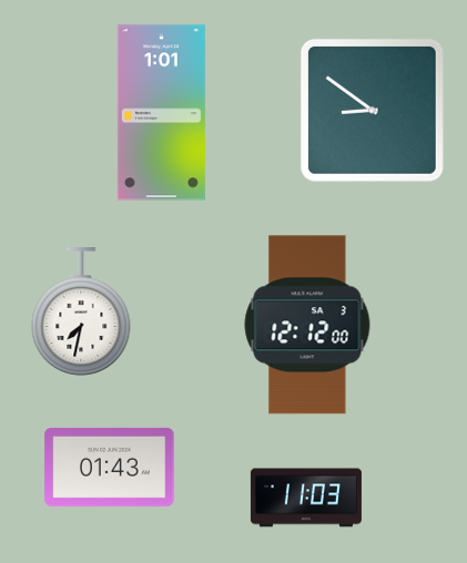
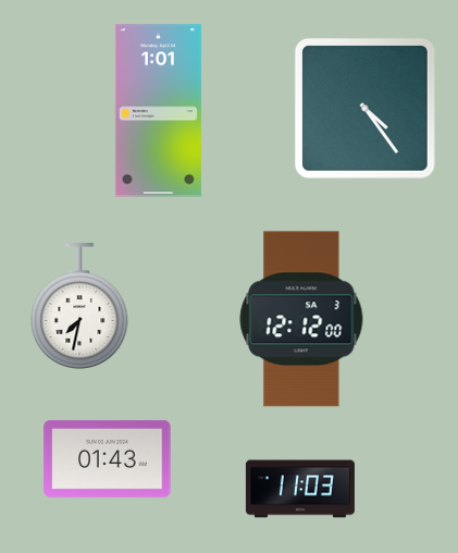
clock at (372, 110): 8:51 -> 4:24
